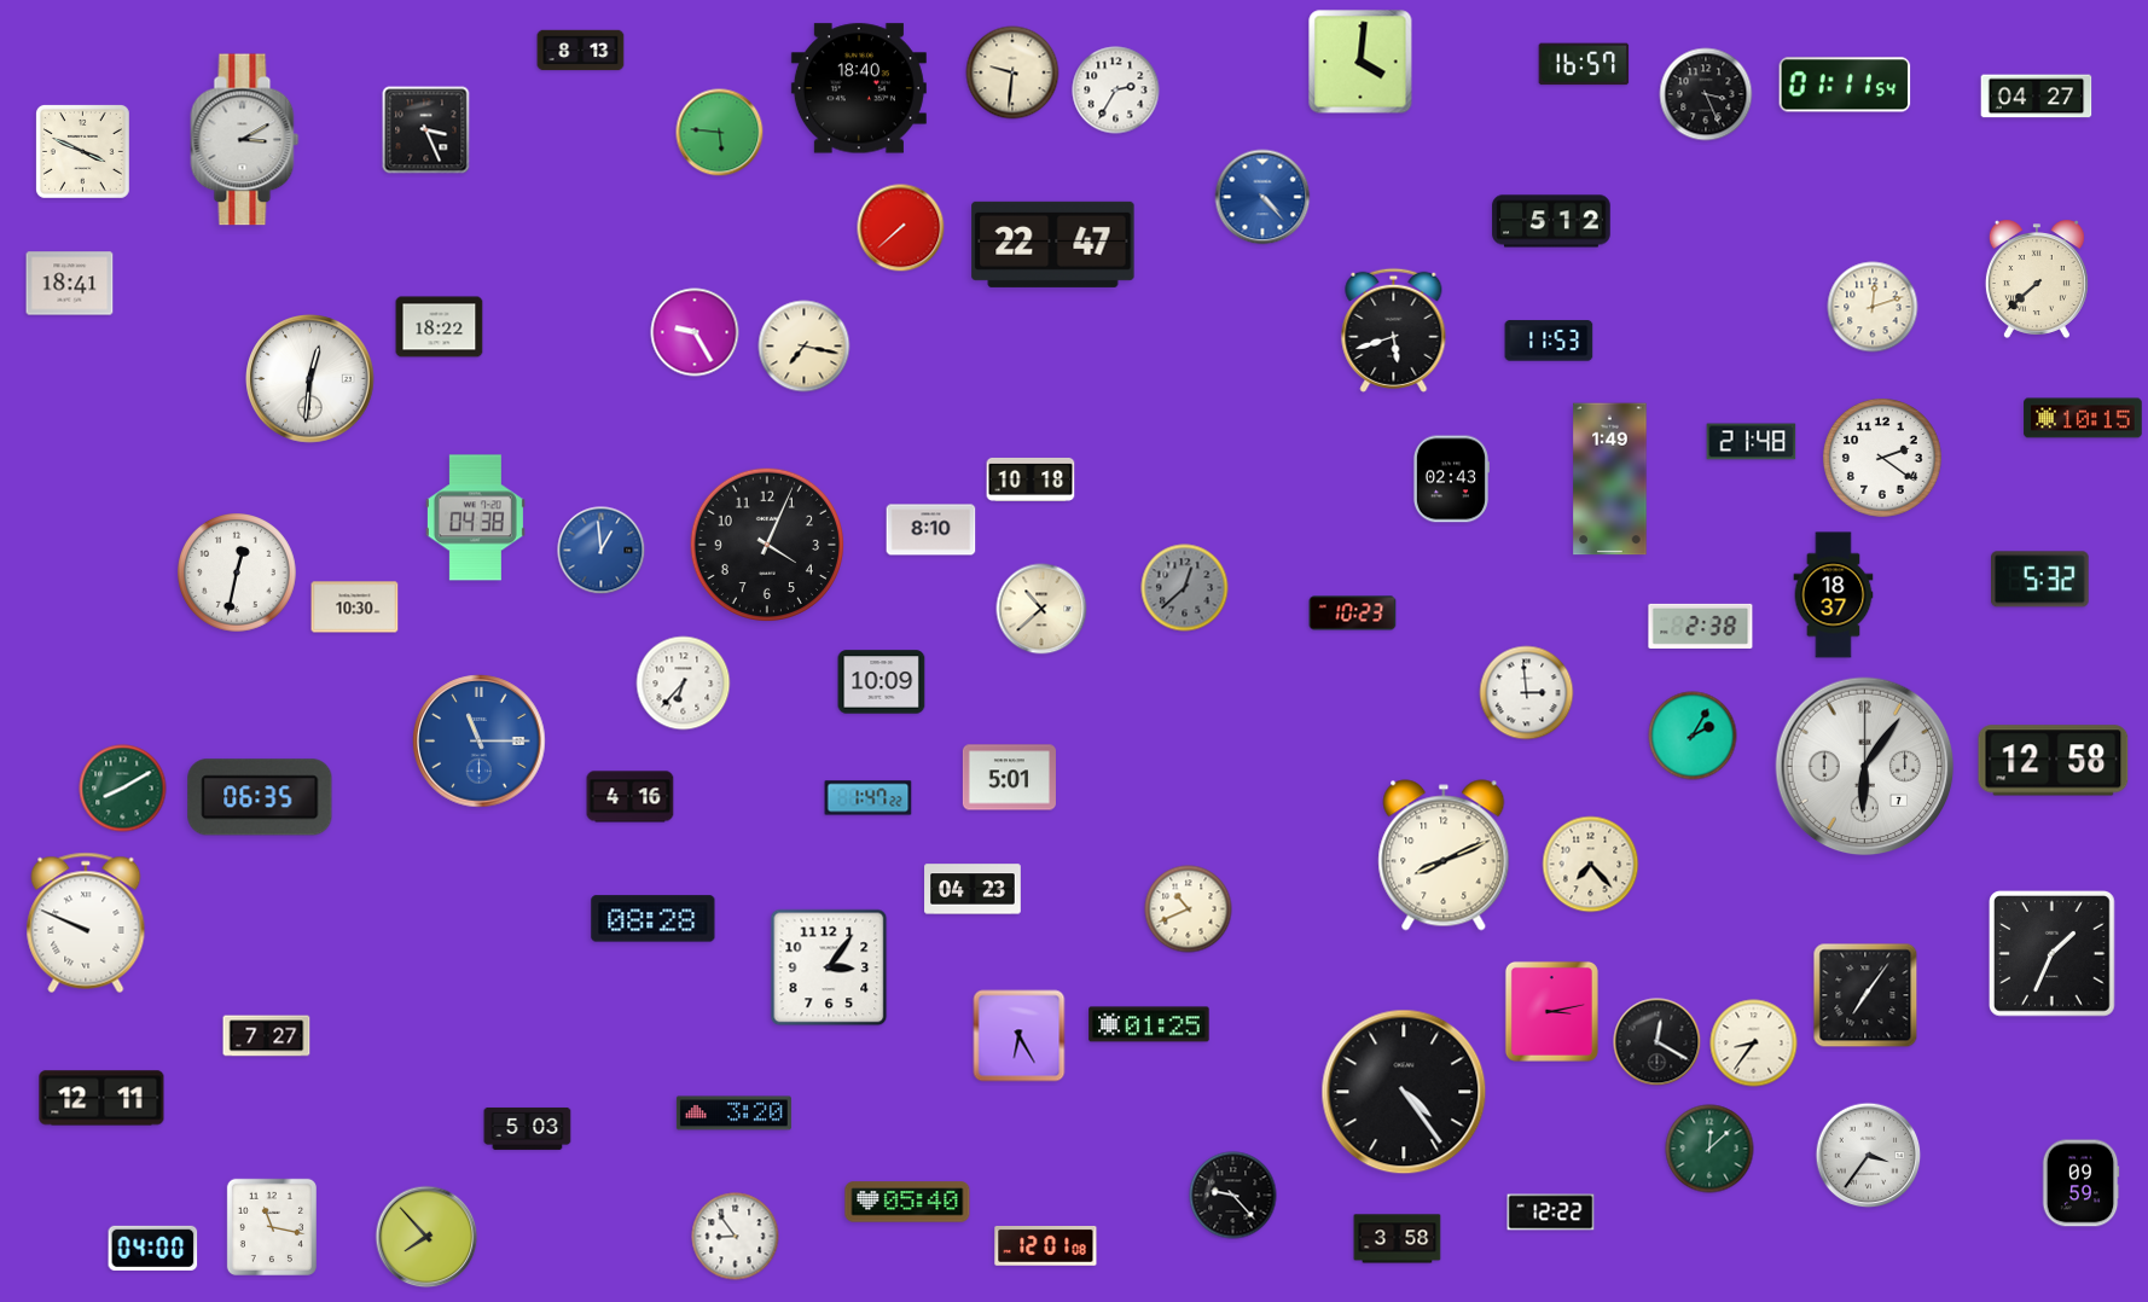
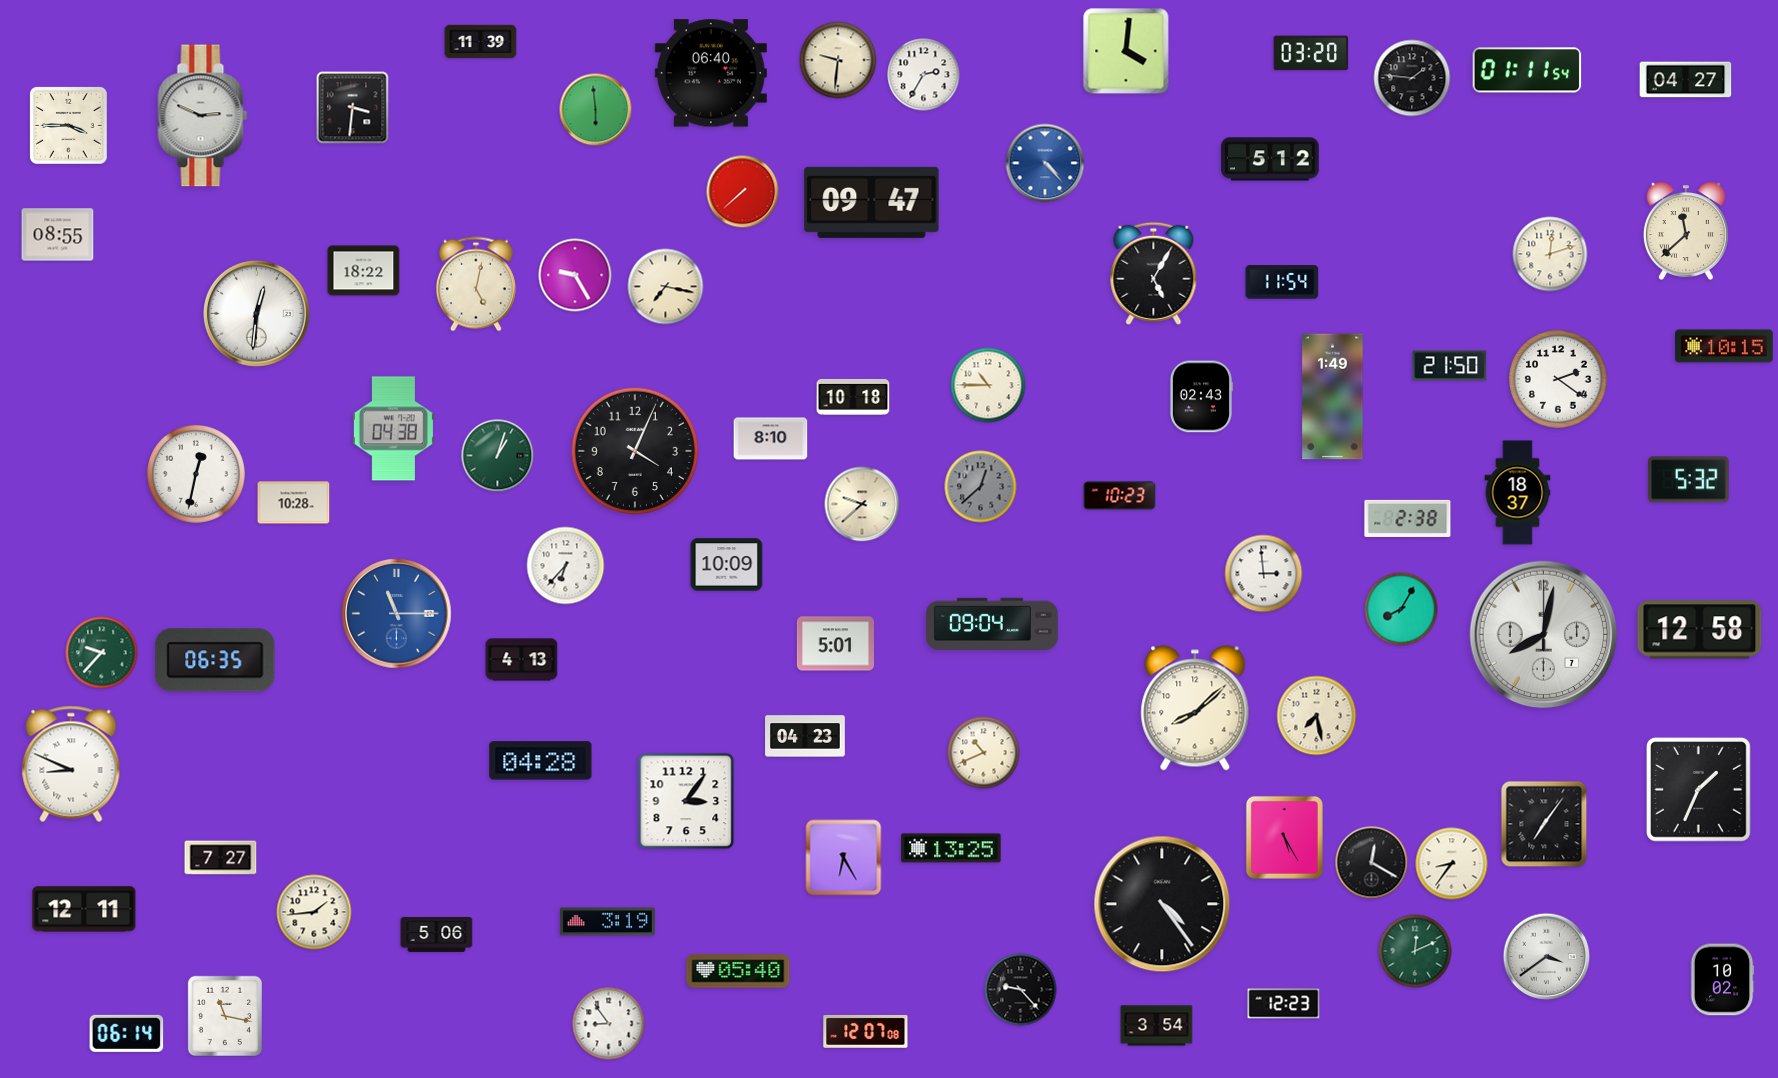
clock at (581, 51): 8:13 -> 11:39
clock at (1584, 64): 16:57 -> 03:20
clock at (859, 88): 18:40 -> 06:40
clock at (1706, 94): 3:26 -> 1:46
clock at (426, 130): 3:26 -> 3:31
clock at (720, 133): 5:46 -> 5:59
clock at (245, 140): 3:10 -> 2:49
clock at (82, 151): 3:49 -> 3:45
clock at (1551, 221) position: (1551, 221) -> (1270, 159)
clock at (901, 228) position: (901, 228) -> (743, 192)
clock at (1053, 244): 22:47 -> 09:47
clock at (2037, 279): 7:38 -> 11:38
clock at (70, 284): 18:41 -> 08:55
clock at (1394, 330): 5:42 -> 5:05
clock at (1549, 341): 11:53 -> 11:54
clock at (476, 284): none -> 5:02
clock at (1752, 442): 21:48 -> 21:50
clock at (988, 385): none -> 10:45
clock at (602, 551): 12:59 -> 1:03
clock at (602, 551) dial: blue -> green
clock at (355, 608): 10:30 -> 10:28
clock at (1041, 609): 10:38 -> 9:38
clock at (1353, 614) position: (1353, 614) -> (1120, 496)
clock at (882, 682) position: (882, 682) -> (727, 565)
clock at (1693, 736): 2:05 -> 8:05
clock at (993, 624): none -> 09:04
clock at (1865, 767): 6:06 -> 8:02
clock at (123, 789): 8:10 -> 9:37
clock at (631, 797): 4:16 -> 4:13
clock at (869, 798): 1:47 -> none
clock at (1444, 855): 8:11 -> 8:08
clock at (1591, 865): 7:23 -> 7:28
clock at (654, 919): 08:28 -> 04:28
clock at (86, 923): 9:49 -> 8:49
clock at (1551, 1011): 3:13 -> 5:25
clock at (1149, 1024): 01:25 -> 13:25
clock at (314, 912): none -> 1:44
clock at (733, 1114): 3:20 -> 3:19
clock at (528, 1128): 5:03 -> 5:06
clock at (1709, 1149): 12:08 -> 12:11
clock at (1869, 1156): 3:36 -> 3:39
clock at (2080, 1184): 09:59 -> 10:02
clock at (907, 1202) position: (907, 1202) -> (738, 971)
clock at (1551, 1213): 12:22 -> 12:23
clock at (426, 1237): 7:53 -> none
clock at (1398, 1239): 3:58 -> 3:54
clock at (1046, 1246): 12:01 -> 12:07
clock at (153, 1248): 04:00 -> 06:14
